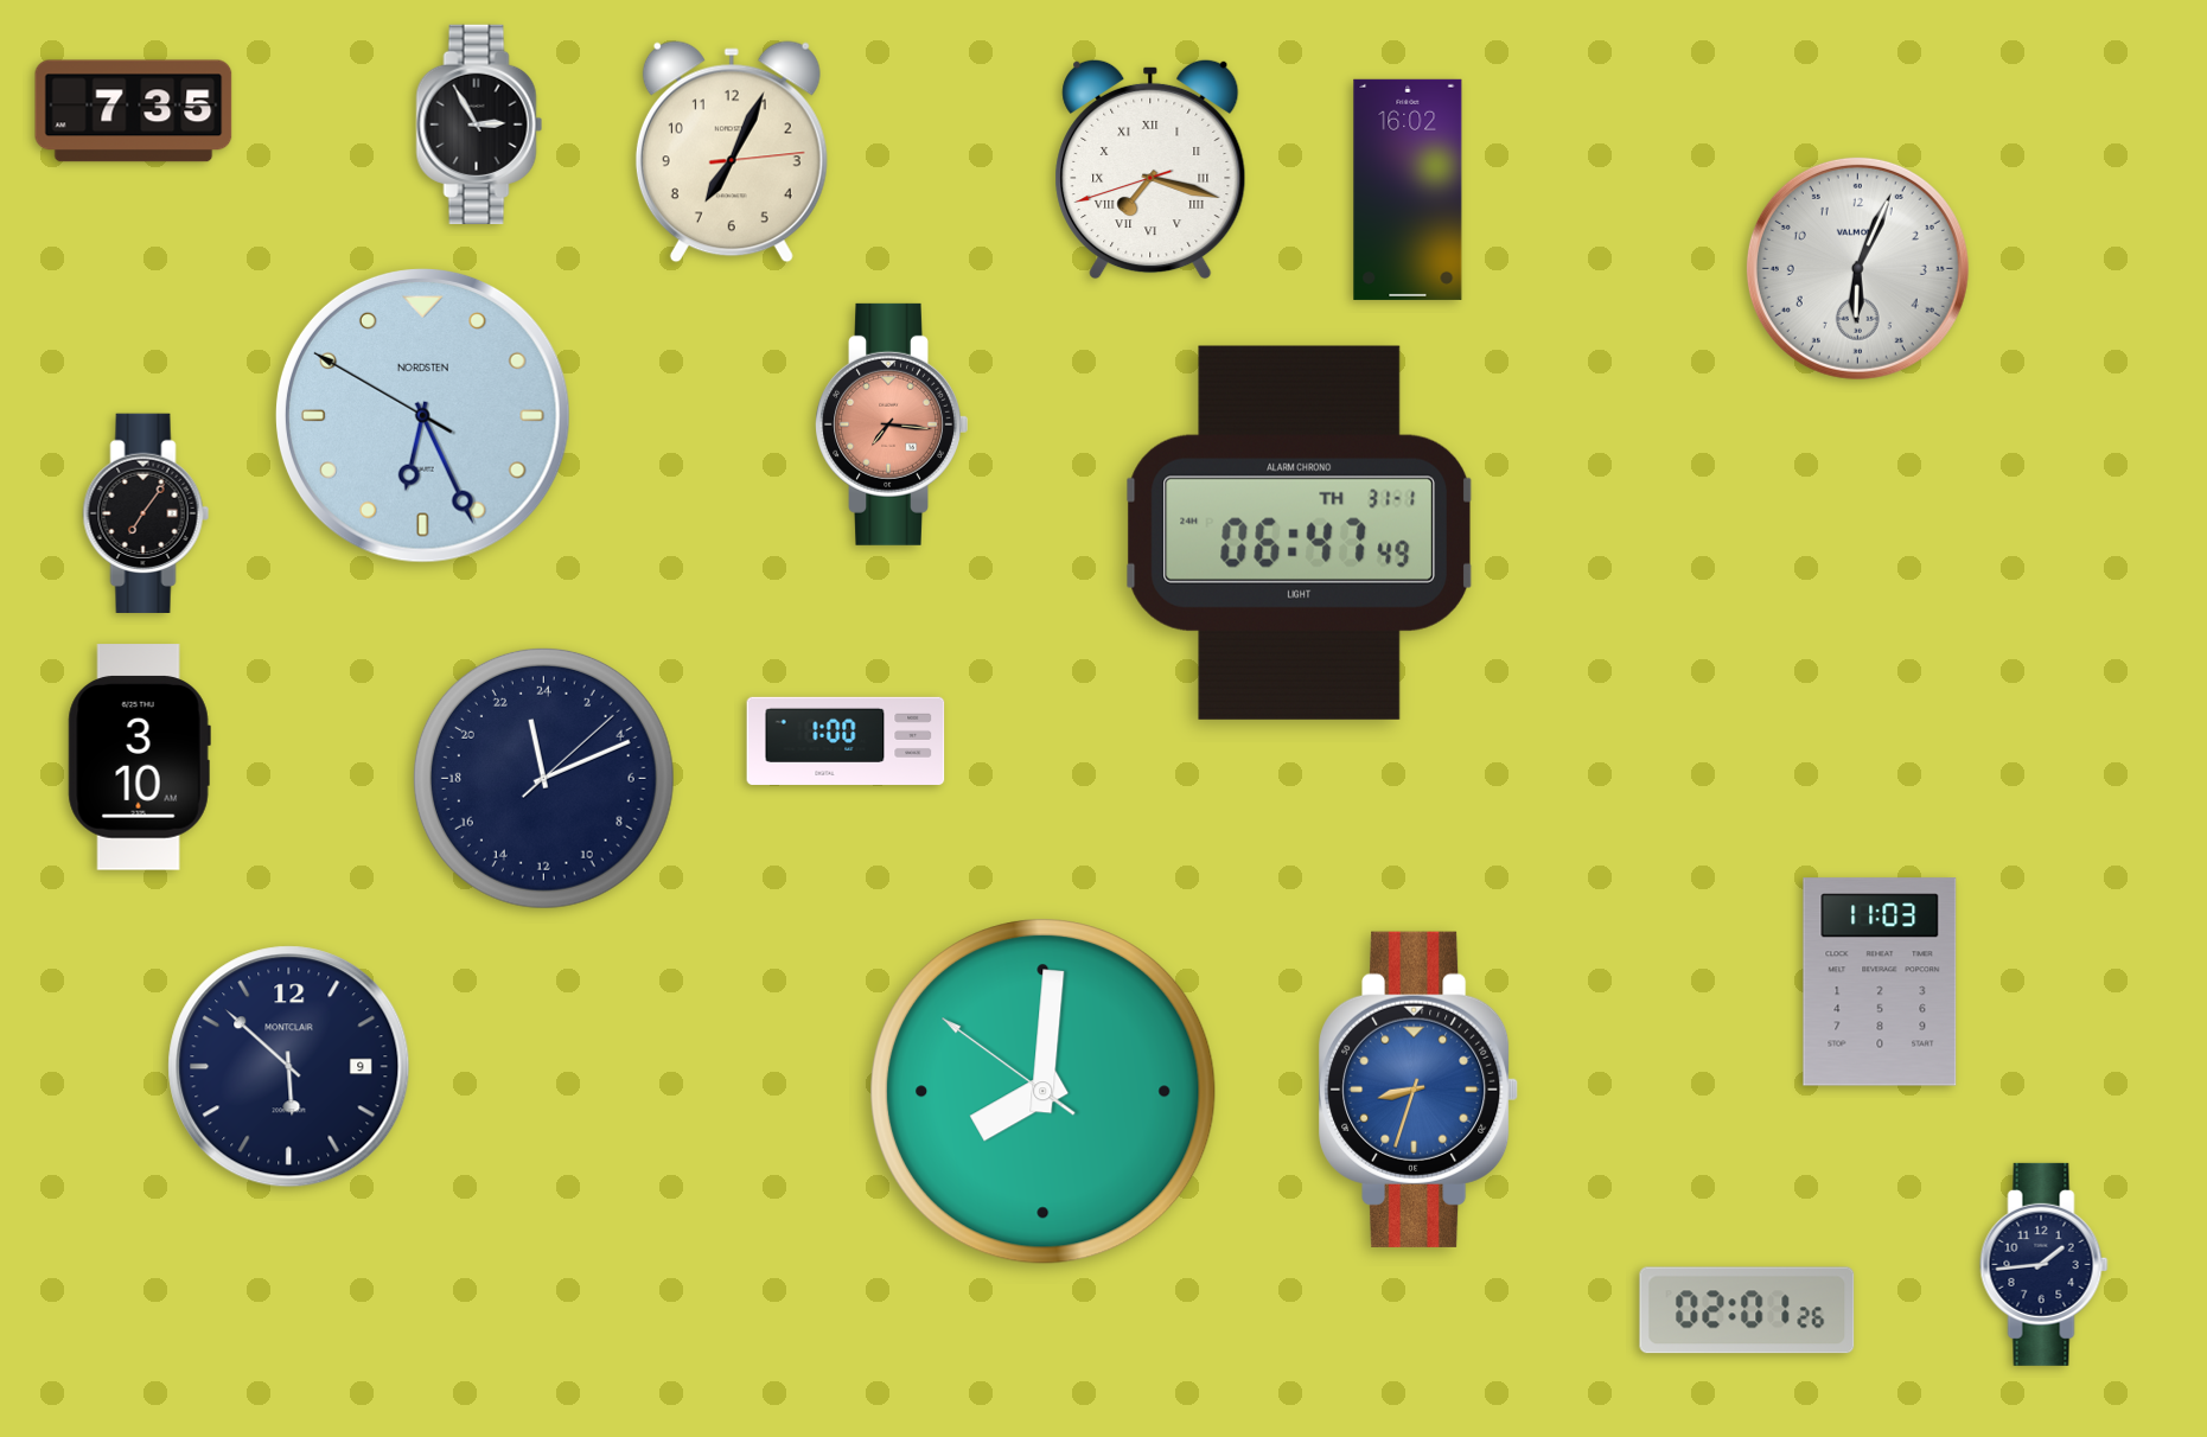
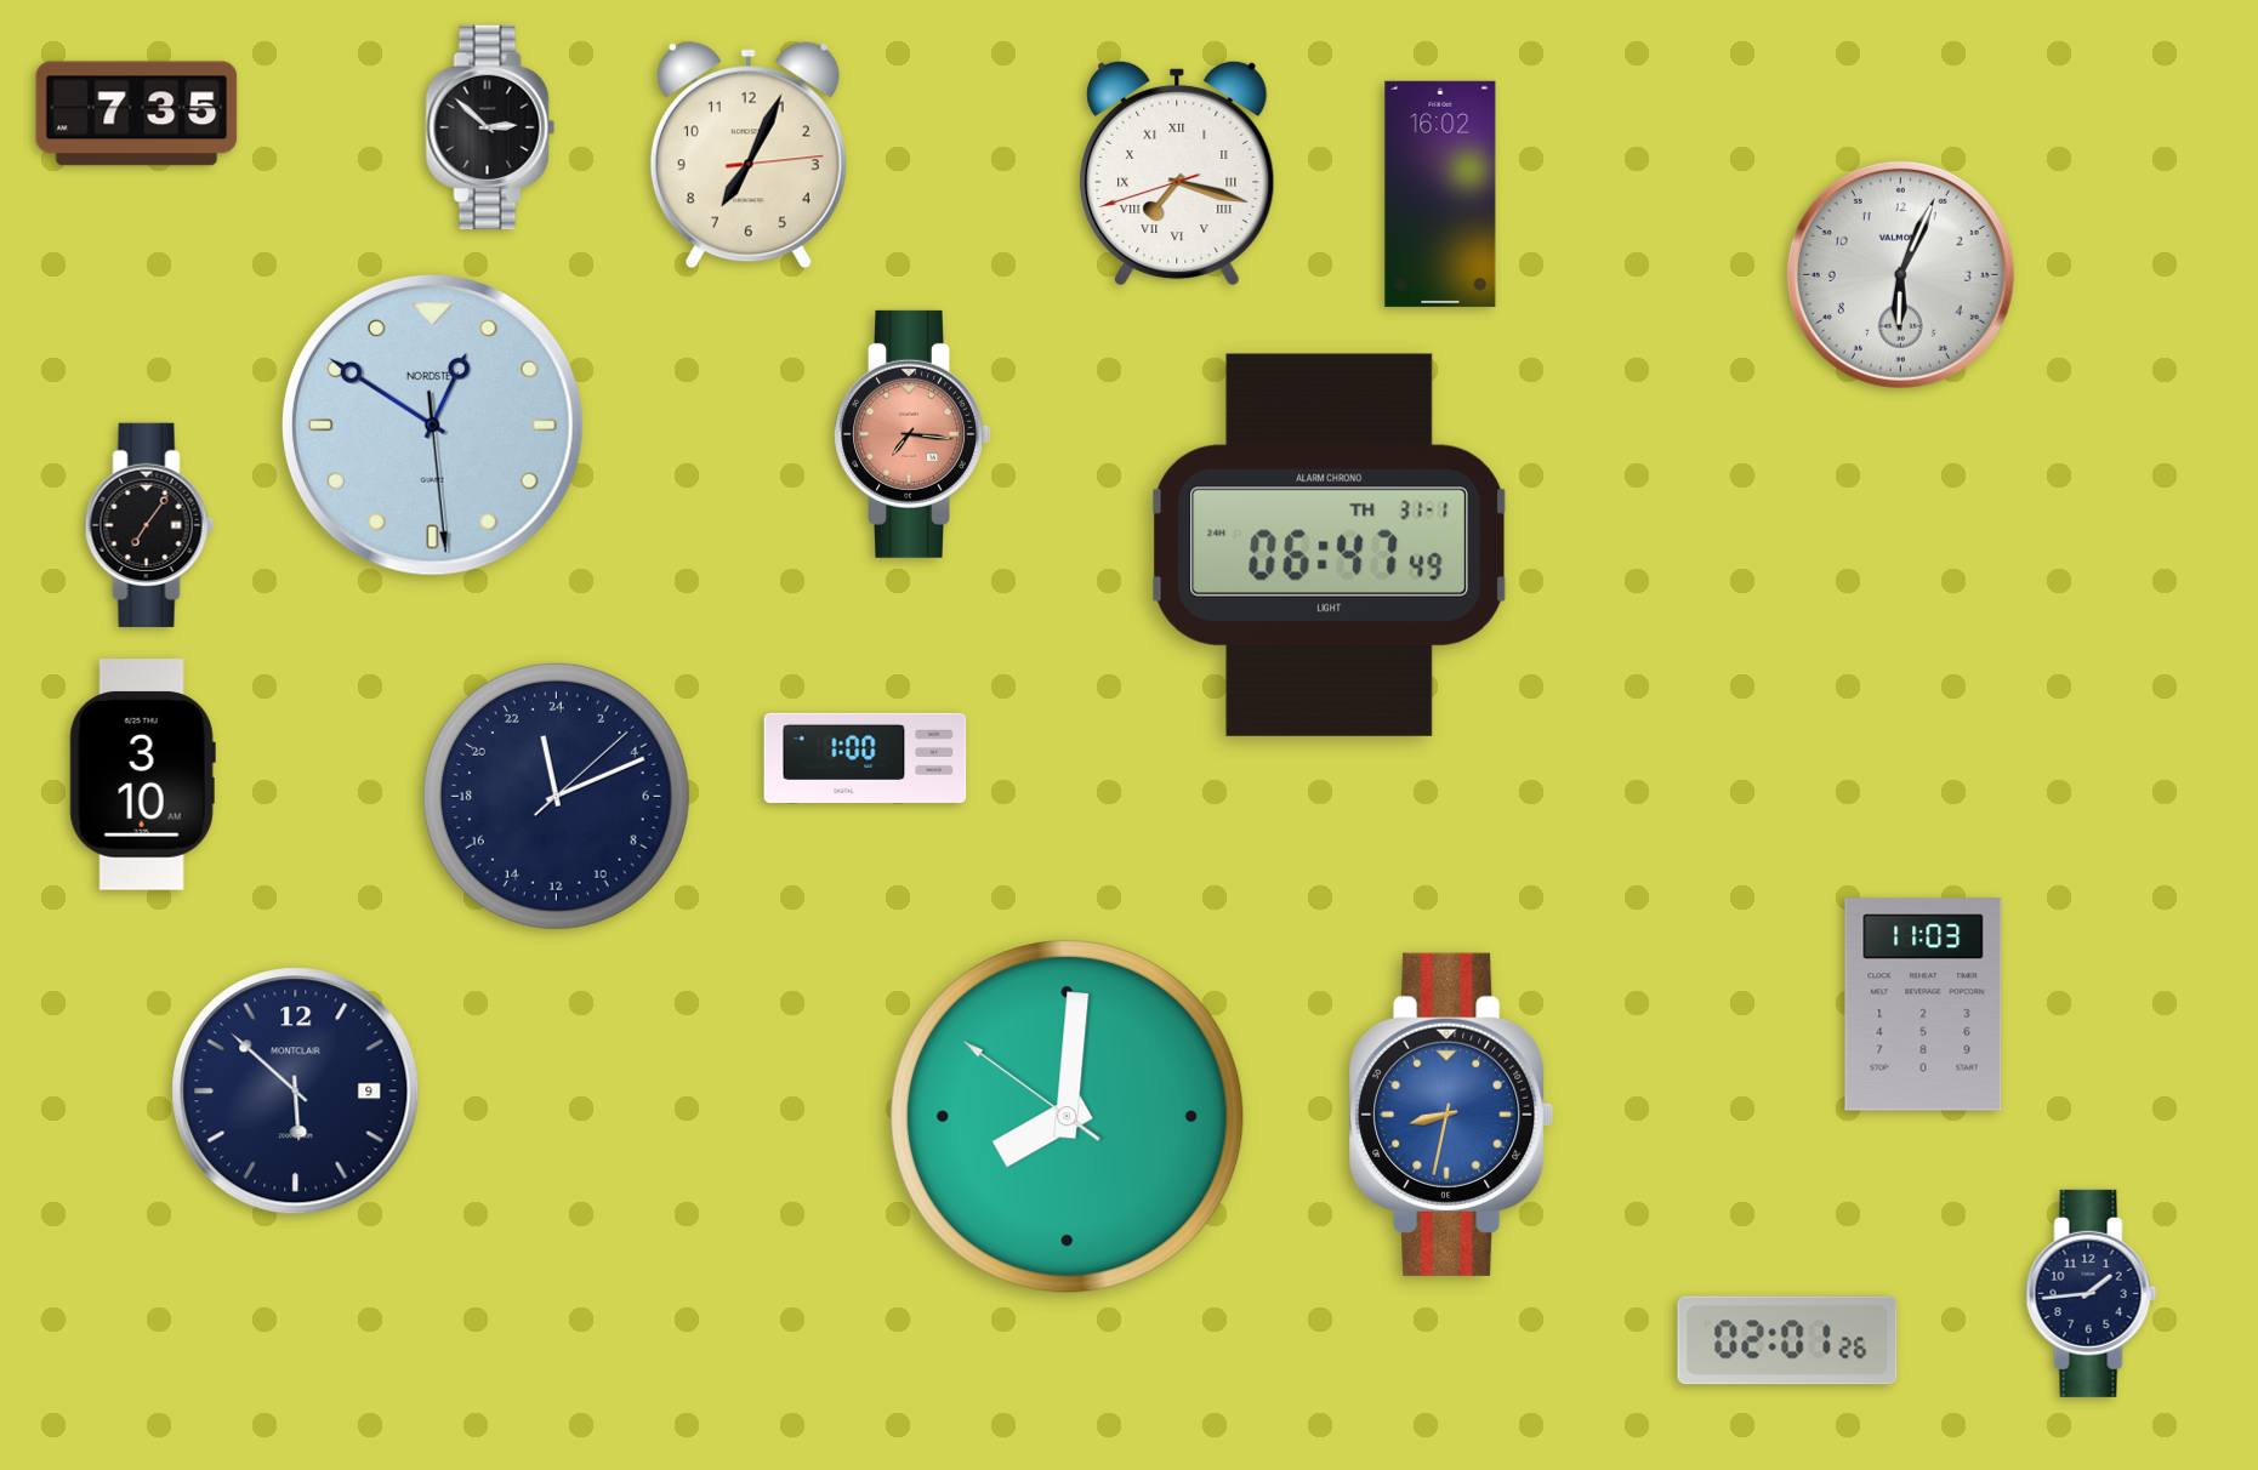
clock at (479, 124): 2:55 -> 2:52
clock at (422, 415): 6:25 -> 12:50
clock at (1418, 1090): 8:33 -> 8:32
